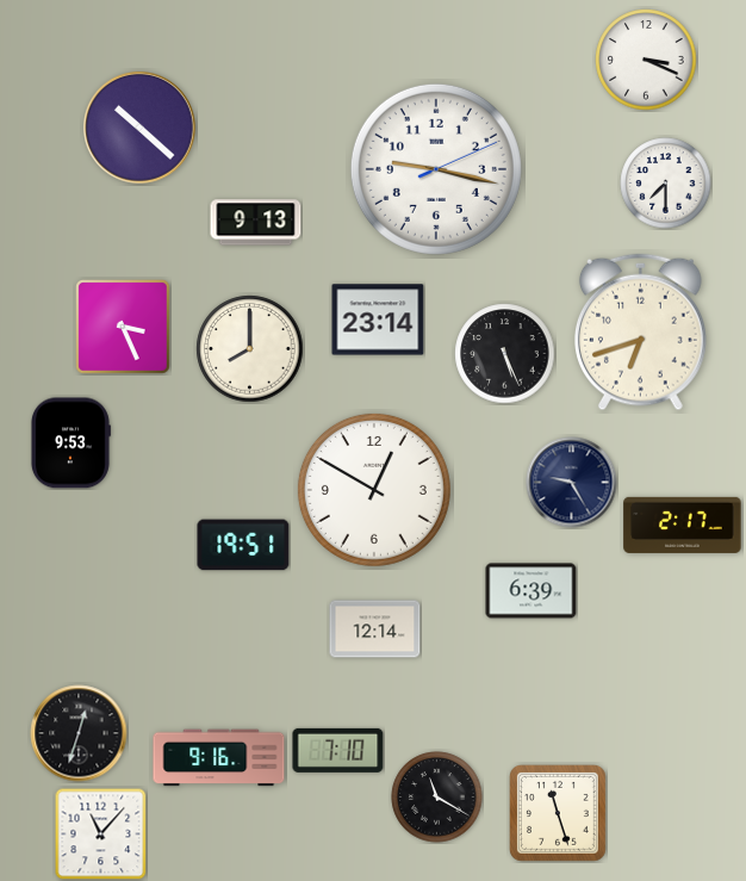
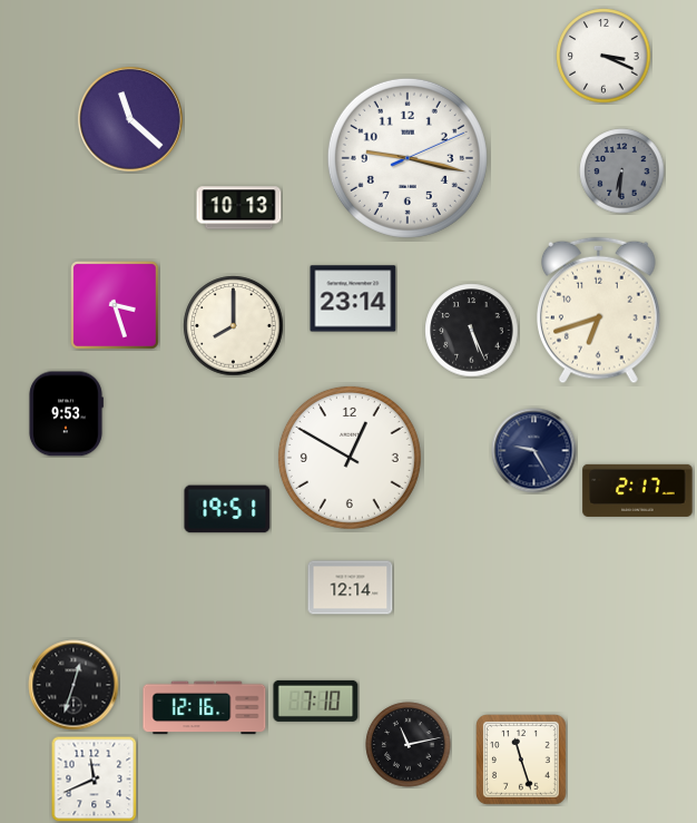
clock at (141, 129): 10:22 -> 11:22
clock at (666, 184): 7:30 -> 6:31
clock at (666, 184) dial: white -> grey
clock at (256, 223): 9:13 -> 10:13
clock at (123, 327): 3:26 -> 3:27
clock at (531, 591): 6:39 -> none
clock at (219, 758): 9:16 -> 12:16
clock at (437, 798): 11:20 -> 11:13
clock at (100, 833): 11:07 -> 11:41
